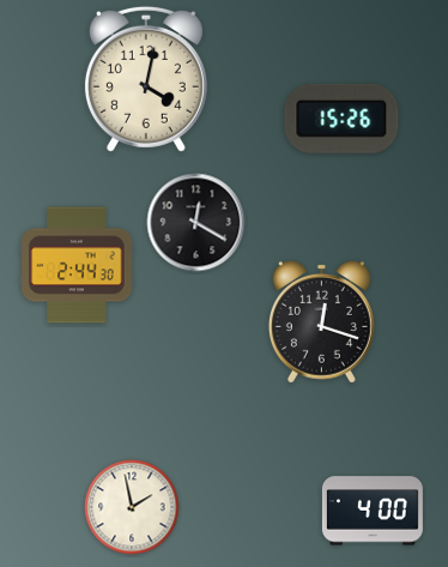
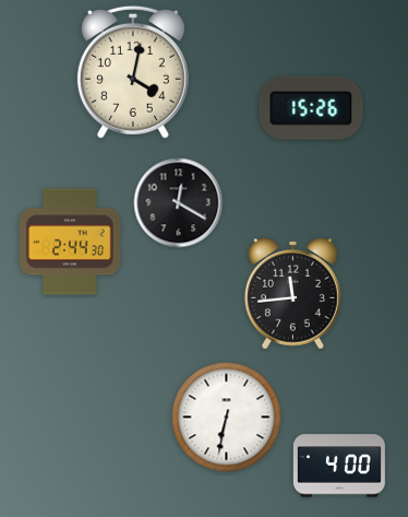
clock at (321, 321): 12:18 -> 11:44
clock at (227, 418): none -> 6:32
clock at (132, 507): 1:58 -> none
